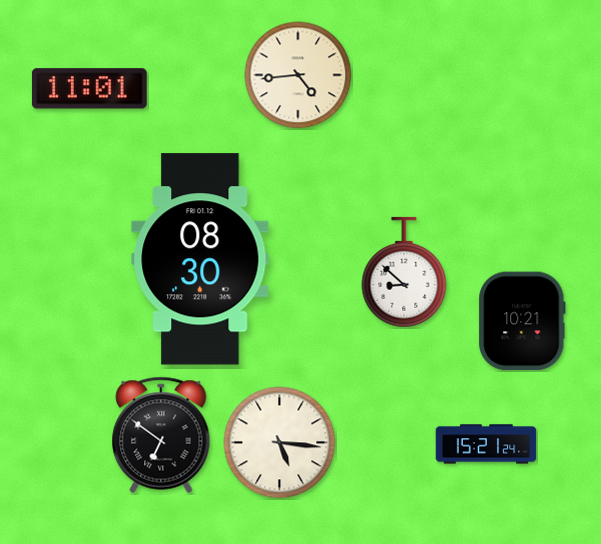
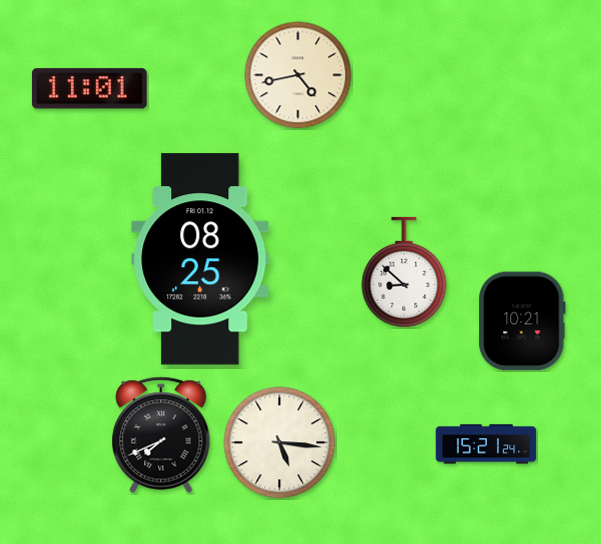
clock at (298, 75): 4:44 -> 4:43
clock at (200, 259): 08:30 -> 08:25
clock at (161, 435): 6:51 -> 7:41
